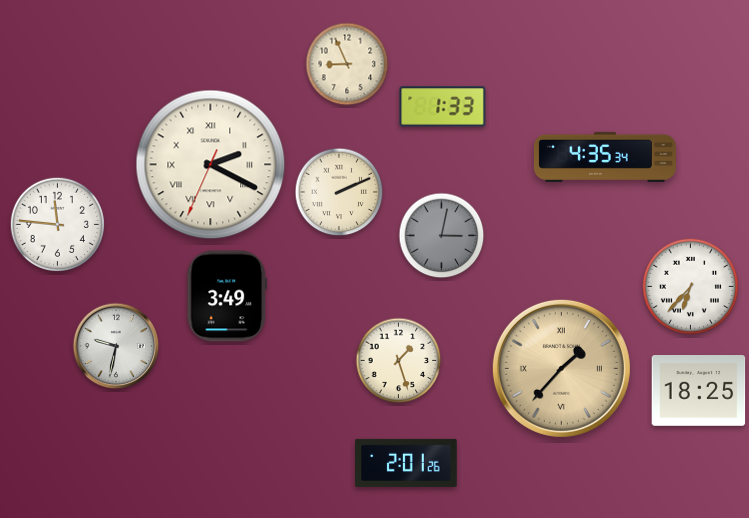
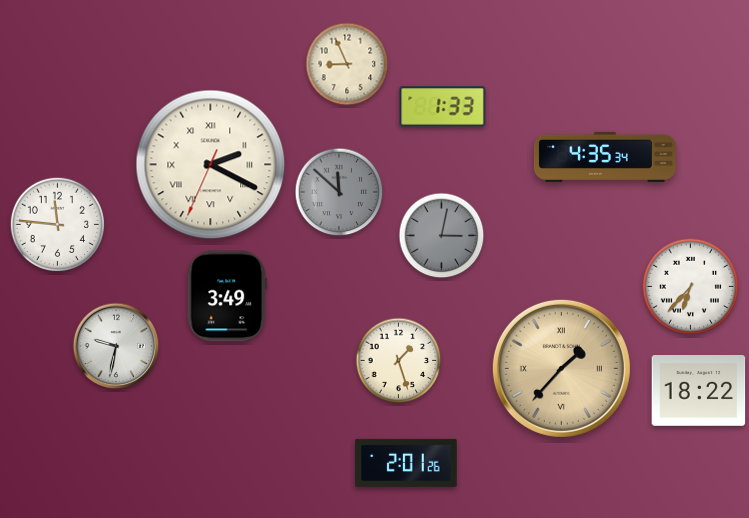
clock at (339, 192): 2:11 -> 11:52
clock at (339, 192) dial: cream -> grey
clock at (699, 391): 18:25 -> 18:22
